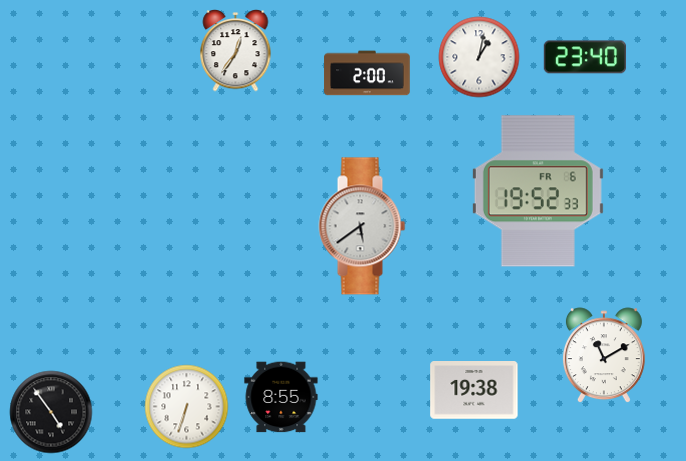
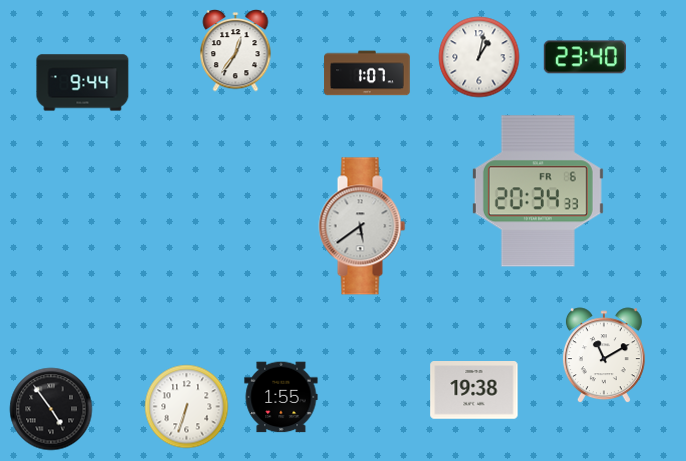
clock at (367, 73): 2:00 -> 1:07
clock at (83, 83): none -> 9:44
clock at (538, 191): 19:52 -> 20:34
clock at (281, 397): 8:55 -> 1:55
clock at (51, 412) position: (51, 412) -> (51, 409)
